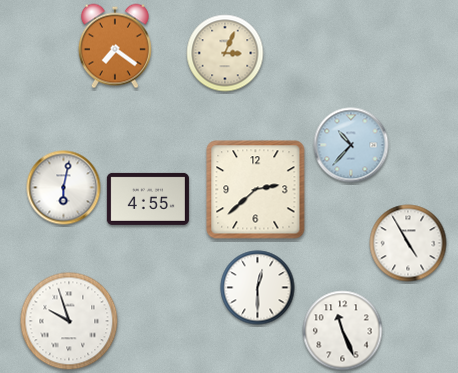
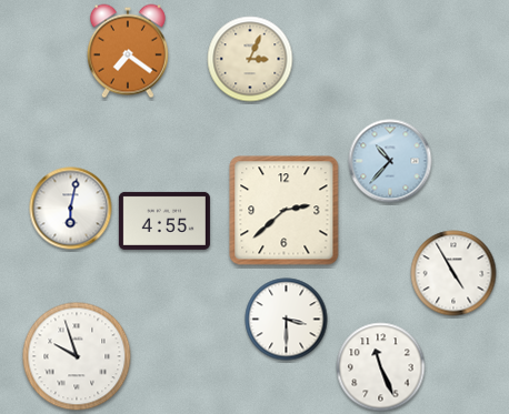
clock at (408, 243) position: (408, 243) -> (453, 273)
clock at (258, 288): 12:30 -> 3:30
